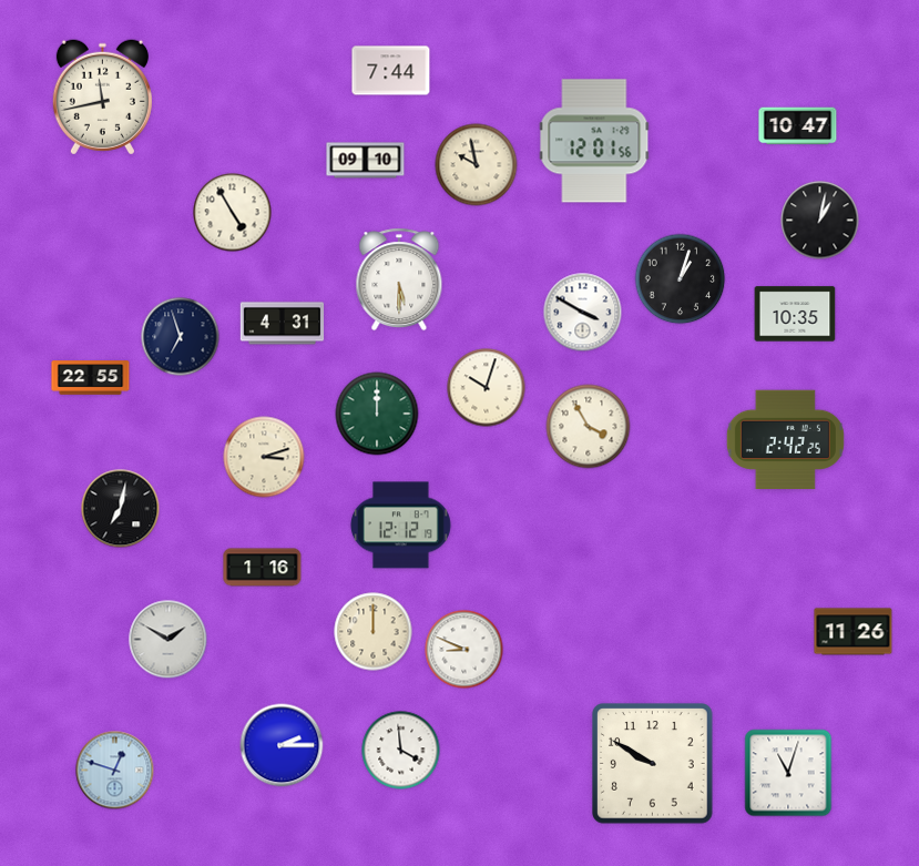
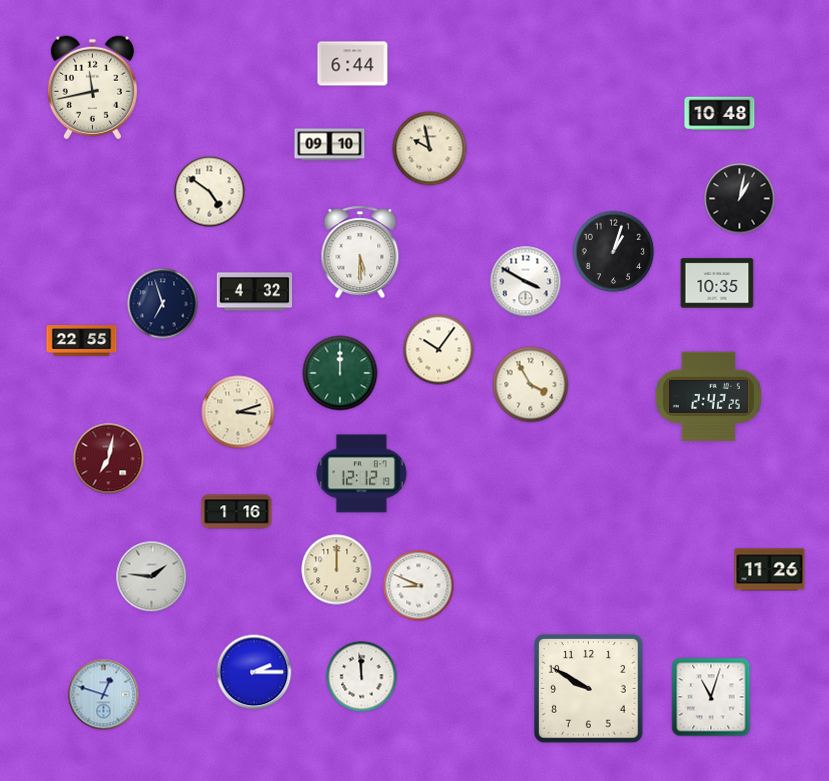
clock at (391, 71): 7:44 -> 6:44
clock at (798, 126): 10:47 -> 10:48
clock at (594, 141): 12:01 -> none
clock at (233, 213): 4:55 -> 4:51
clock at (283, 324): 4:31 -> 4:32
clock at (487, 388): 10:03 -> 10:06
clock at (121, 509) dial: black -> burgundy
clock at (169, 640): 1:50 -> 1:46
clock at (401, 751): 3:59 -> 11:59
